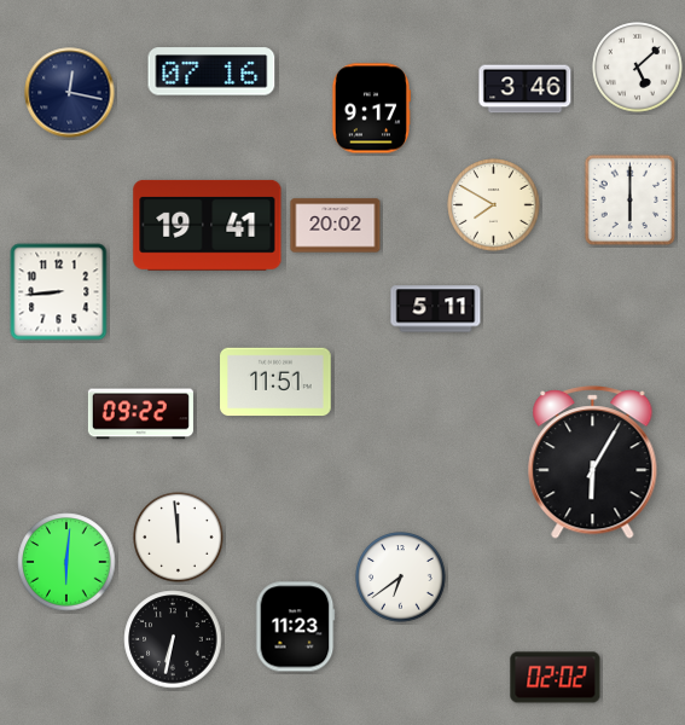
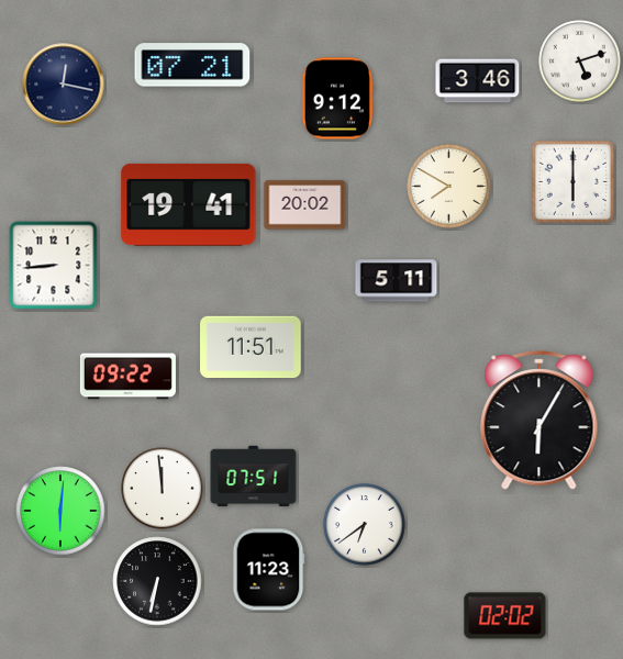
clock at (638, 68): 5:08 -> 5:12
clock at (211, 71): 07:16 -> 07:21
clock at (370, 109): 9:17 -> 9:12
clock at (254, 477): none -> 07:51
